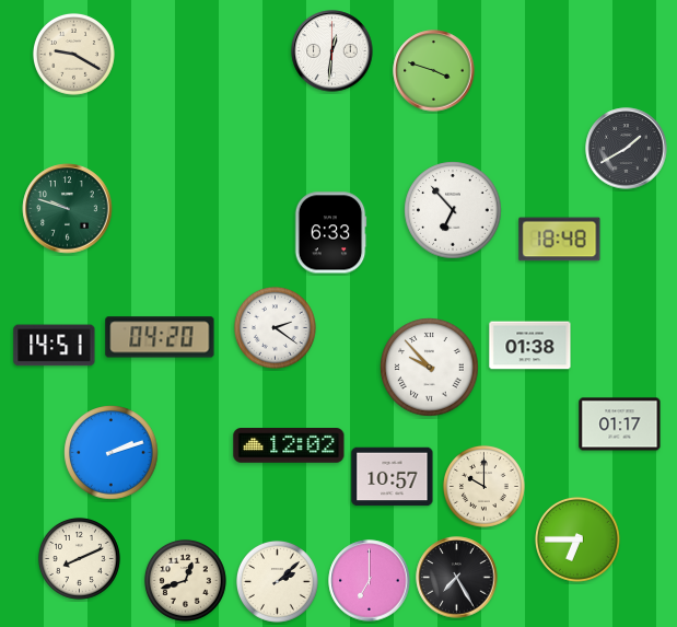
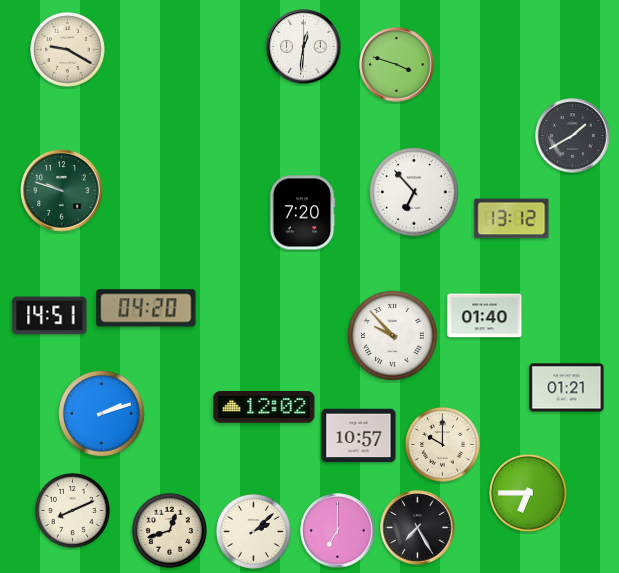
clock at (330, 233): 6:33 -> 7:20
clock at (560, 240): 18:48 -> 13:12
clock at (275, 327): 2:21 -> none
clock at (530, 346): 01:38 -> 01:40
clock at (620, 425): 01:17 -> 01:21
